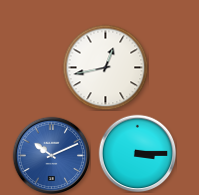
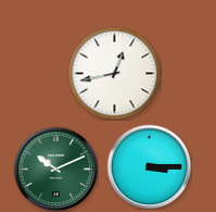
clock at (51, 155) dial: blue -> green
